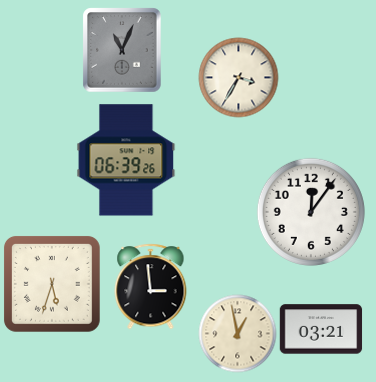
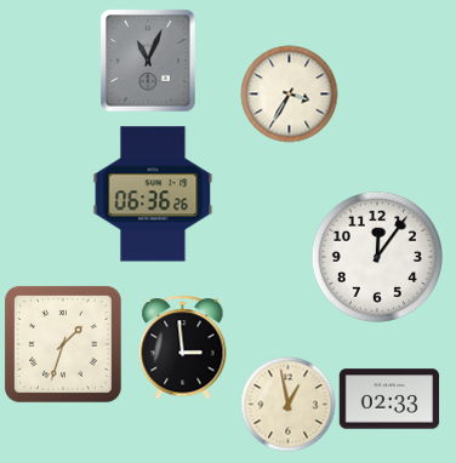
clock at (126, 160): 06:39 -> 06:36
clock at (52, 284): 5:33 -> 1:33
clock at (321, 329): 03:21 -> 02:33
